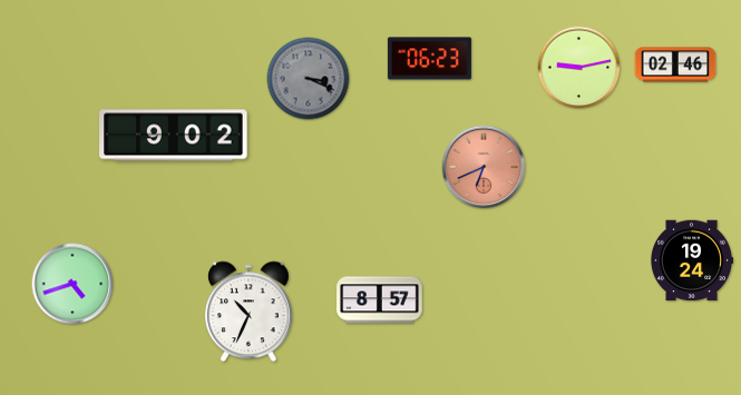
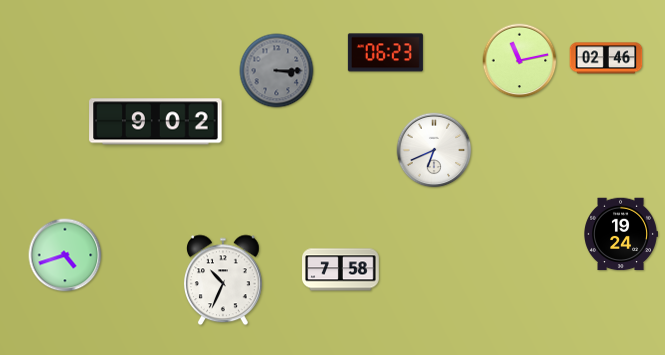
clock at (579, 68): 9:13 -> 11:13
clock at (309, 79): 3:19 -> 3:15
clock at (484, 167) dial: salmon -> white
clock at (380, 300): 8:57 -> 7:58
